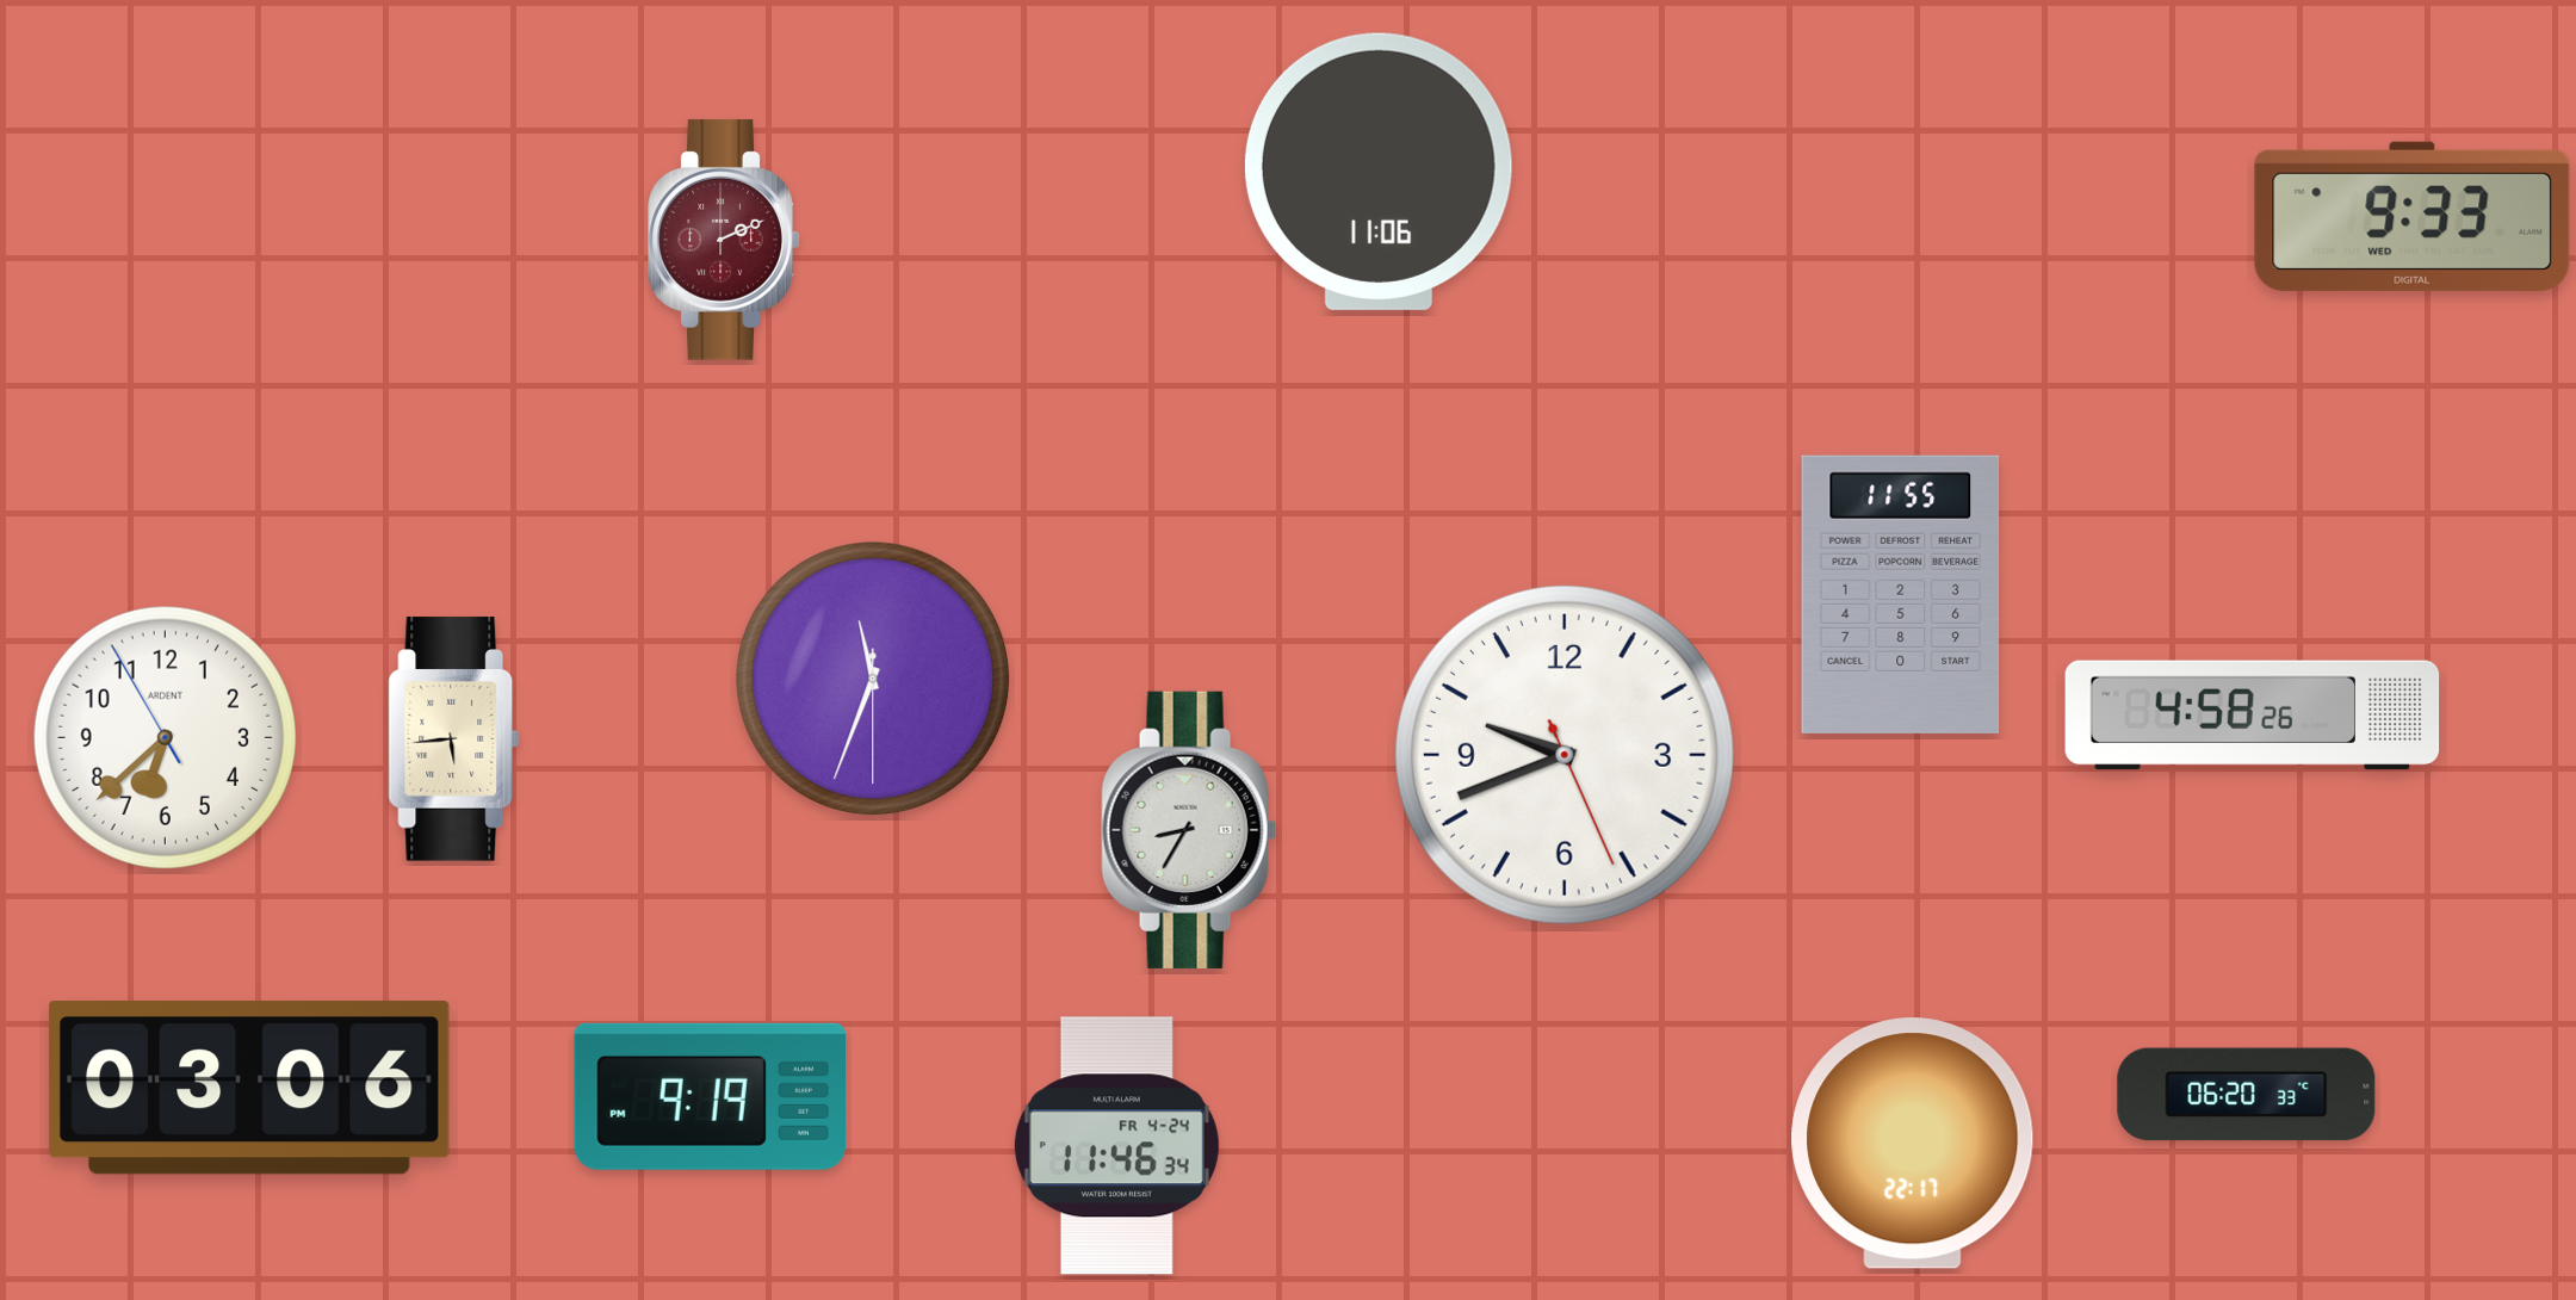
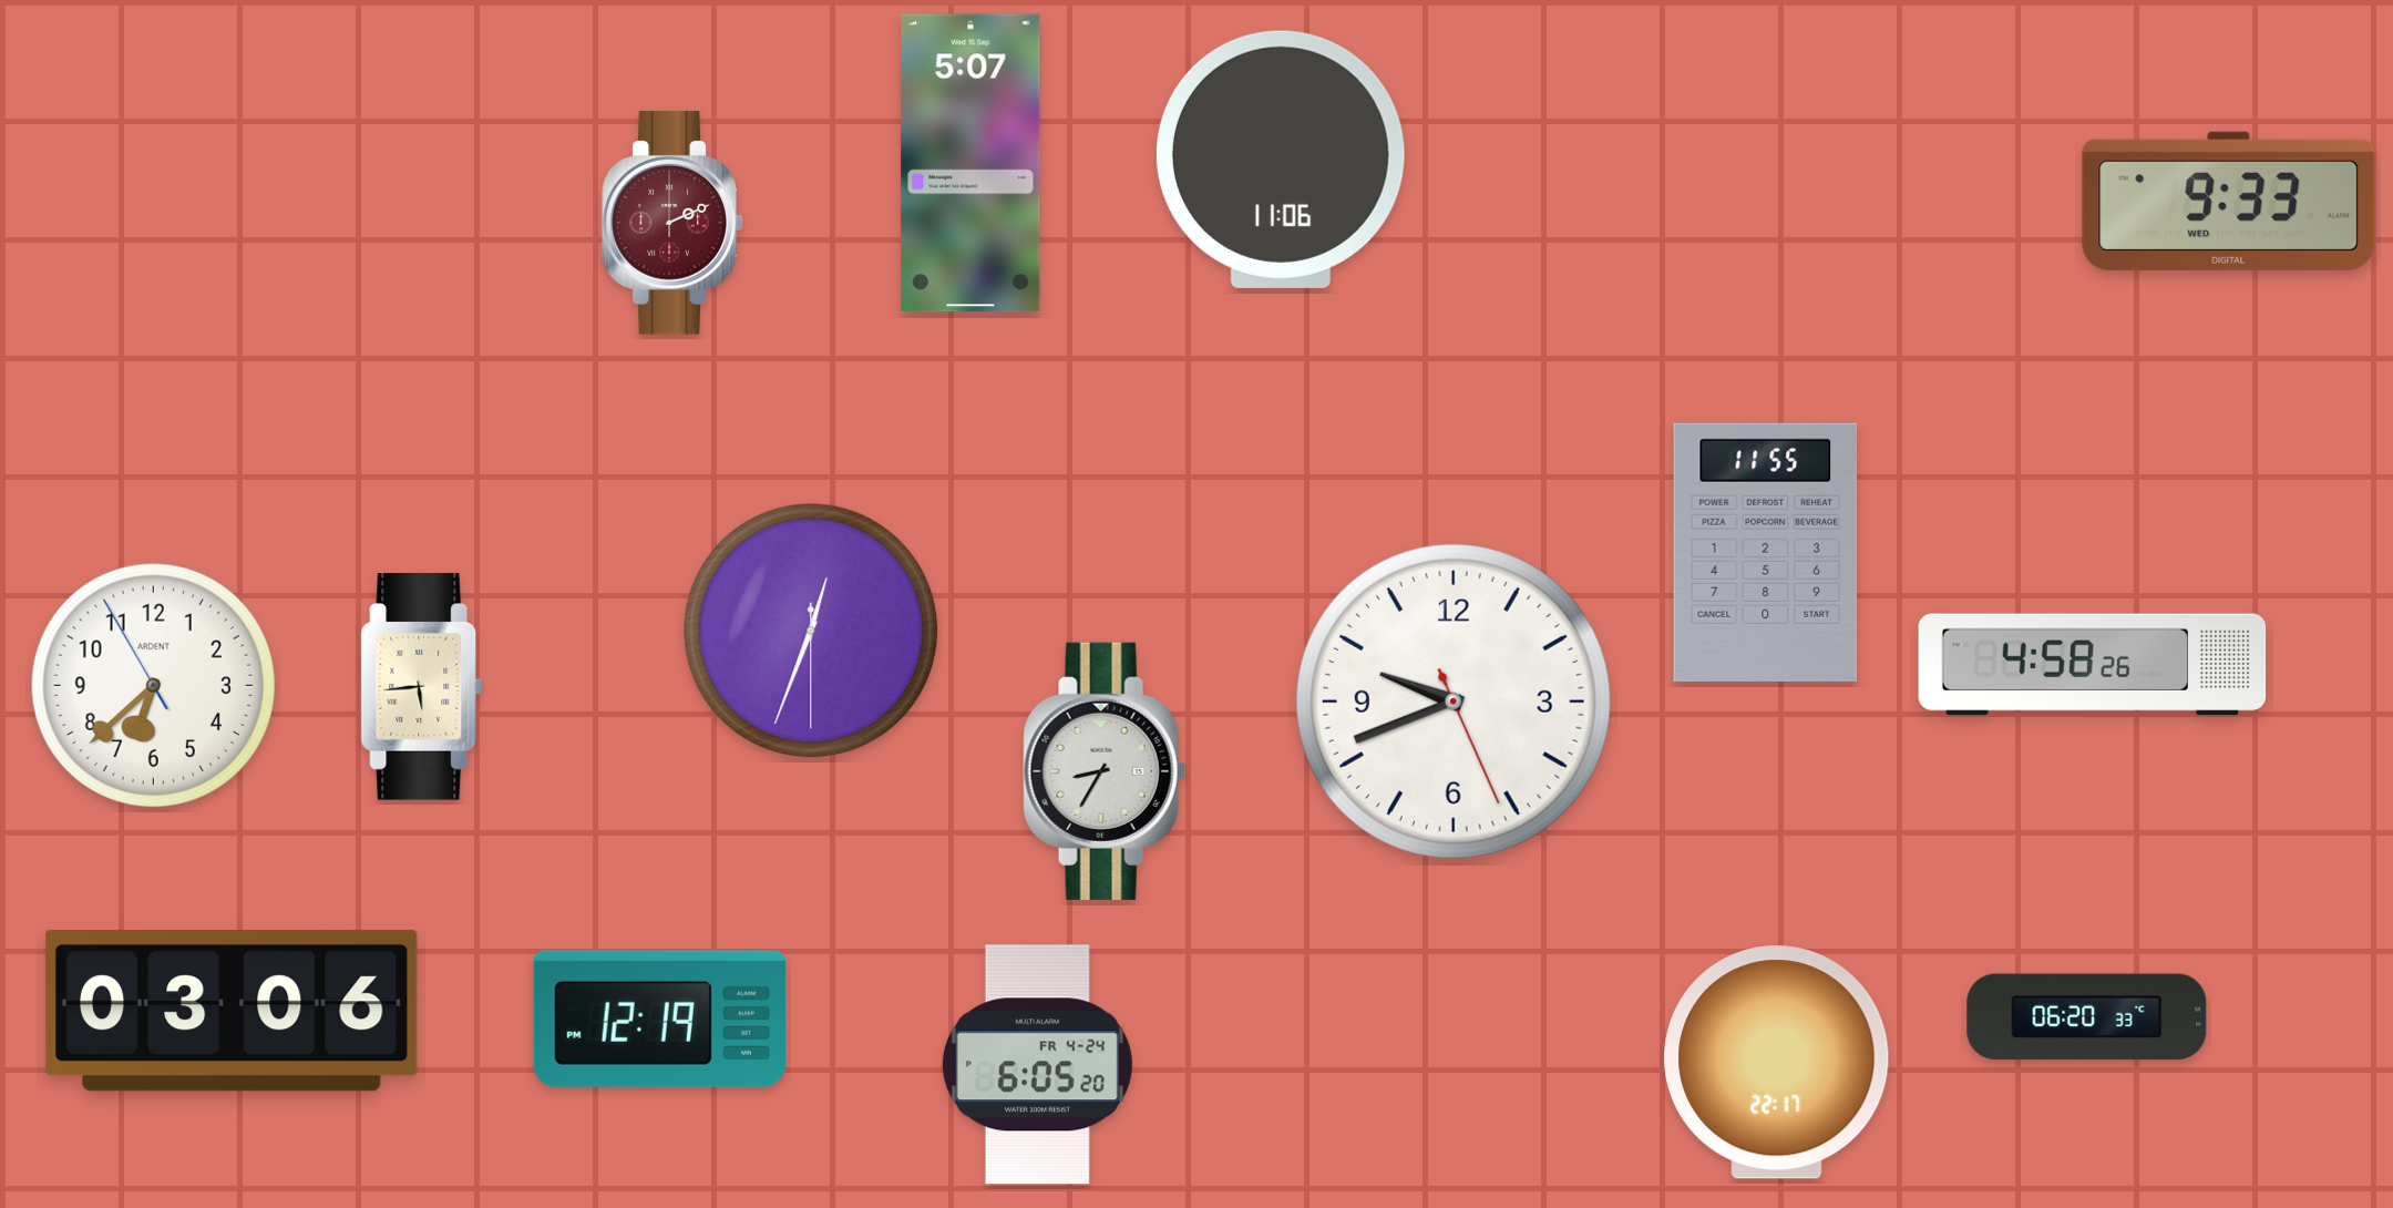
clock at (970, 163): none -> 5:07
clock at (2413, 216) position: (2413, 216) -> (2229, 201)
clock at (873, 679): 11:33 -> 12:33
clock at (710, 1096): 9:19 -> 12:19
clock at (1116, 1146): 11:46 -> 6:05
